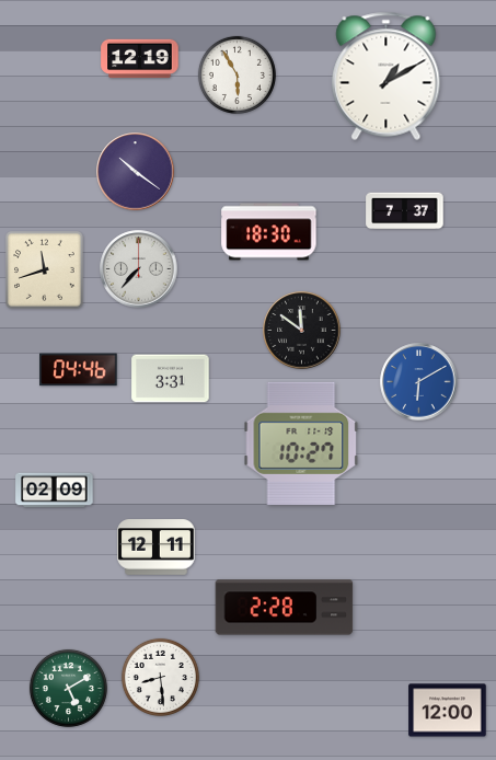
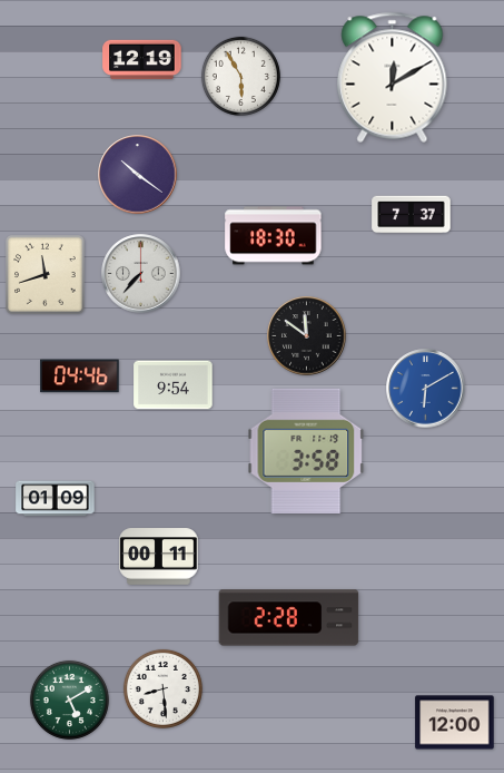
clock at (387, 76): 1:10 -> 12:10
clock at (171, 379): 3:31 -> 9:54
clock at (301, 444): 10:27 -> 3:58
clock at (55, 491): 02:09 -> 01:09
clock at (157, 548): 12:11 -> 00:11
